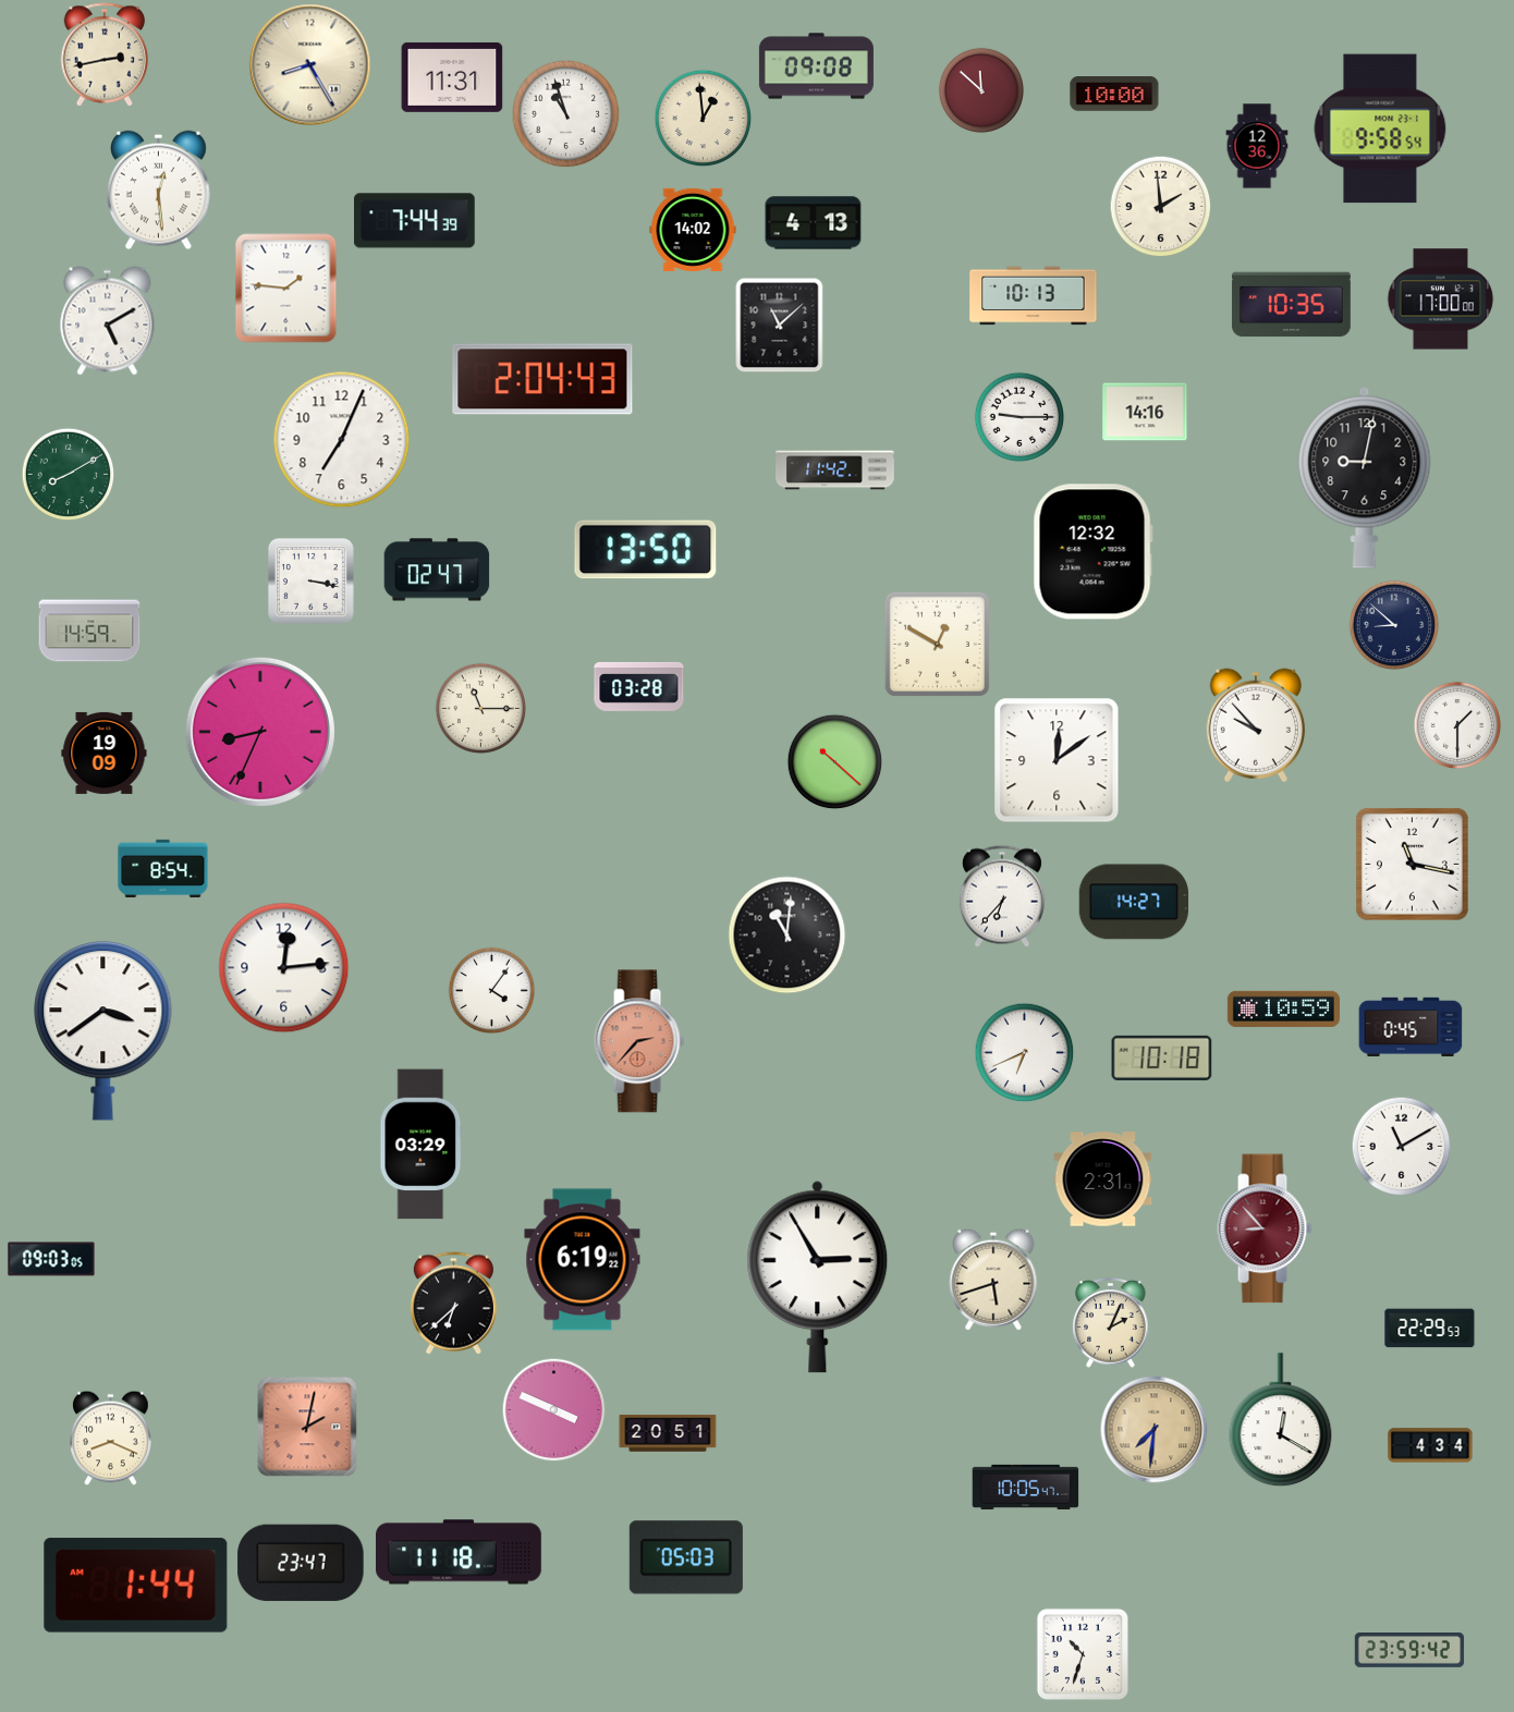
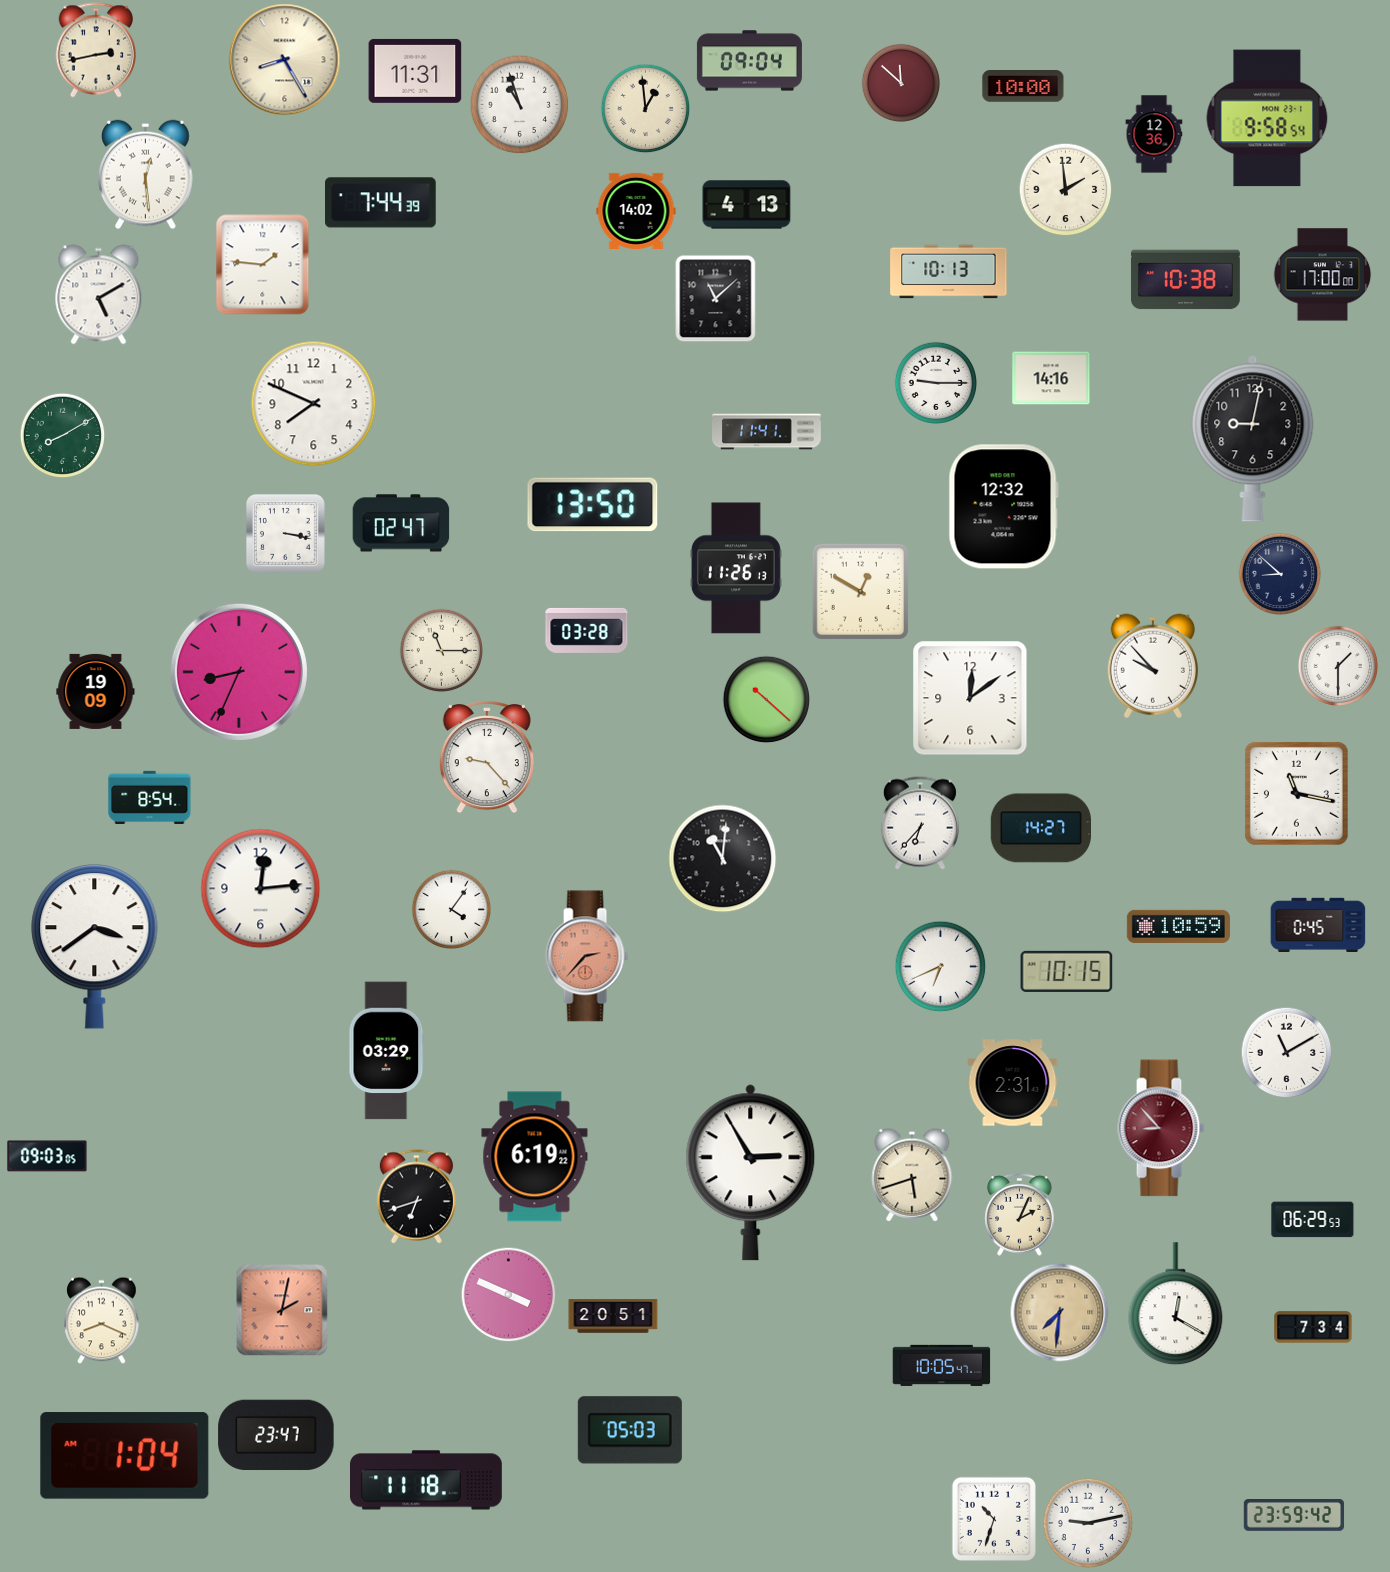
clock at (816, 66): 09:08 -> 09:04
clock at (1291, 305): 10:35 -> 10:38
clock at (542, 379): 2:04 -> none
clock at (342, 440): 7:04 -> 7:49
clock at (835, 470): 11:42 -> 11:41
clock at (736, 568): none -> 11:26
clock at (89, 631): 14:59 -> none
clock at (487, 757): none -> 9:23
clock at (1411, 1026) position: (1411, 1026) -> (1318, 924)
clock at (1162, 1057): 10:18 -> 10:15
clock at (453, 1304): 6:38 -> 6:42
clock at (1430, 1329): 22:29 -> 06:29
clock at (1430, 1445): 4:34 -> 7:34
clock at (460, 1552) position: (460, 1552) -> (427, 1480)
clock at (136, 1586): 1:44 -> 1:04
clock at (1088, 1523): none -> 9:13
